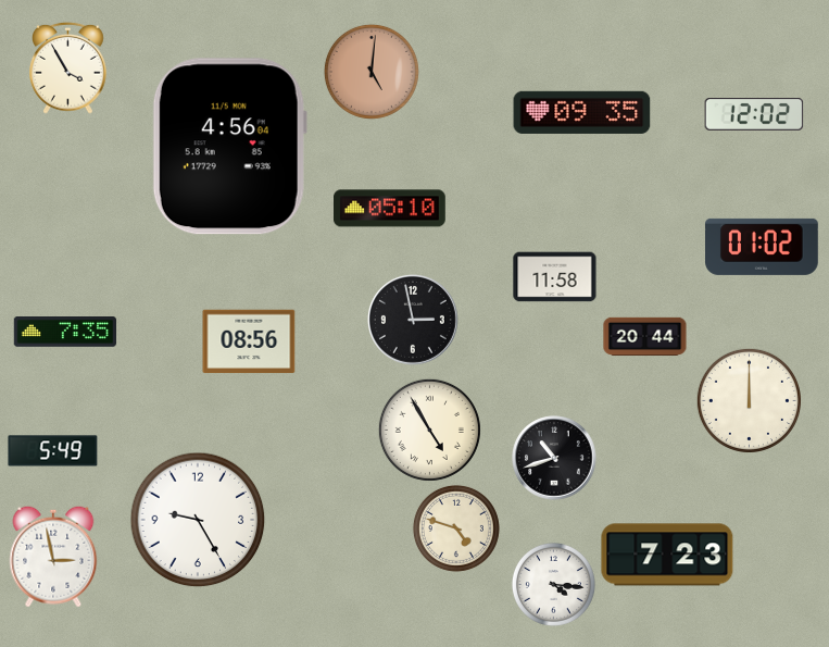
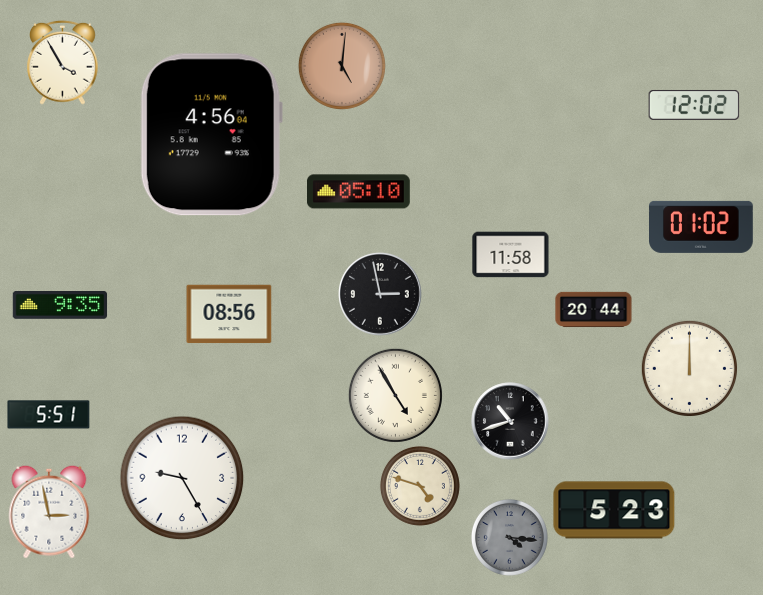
clock at (582, 112): 09:35 -> none
clock at (65, 333): 7:35 -> 9:35
clock at (53, 451): 5:49 -> 5:51
clock at (667, 555): 7:23 -> 5:23
clock at (553, 584) dial: white -> grey
